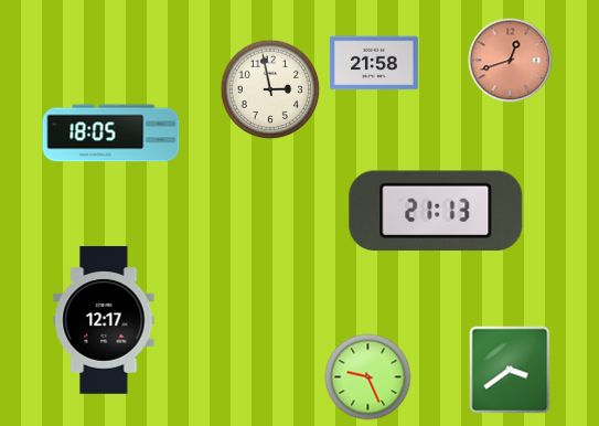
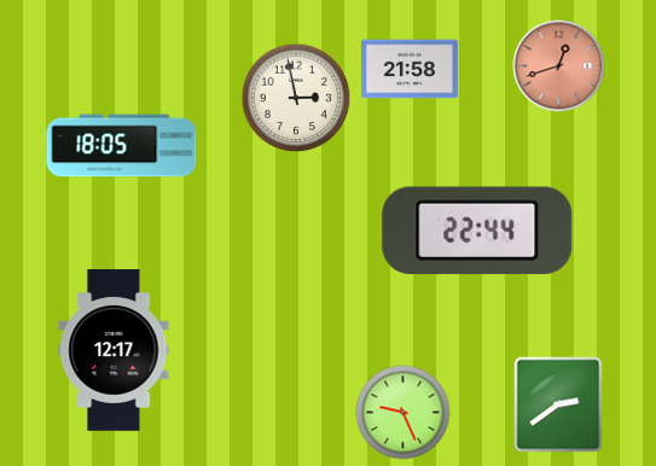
clock at (436, 211): 21:13 -> 22:44
clock at (510, 370): 3:39 -> 2:39
